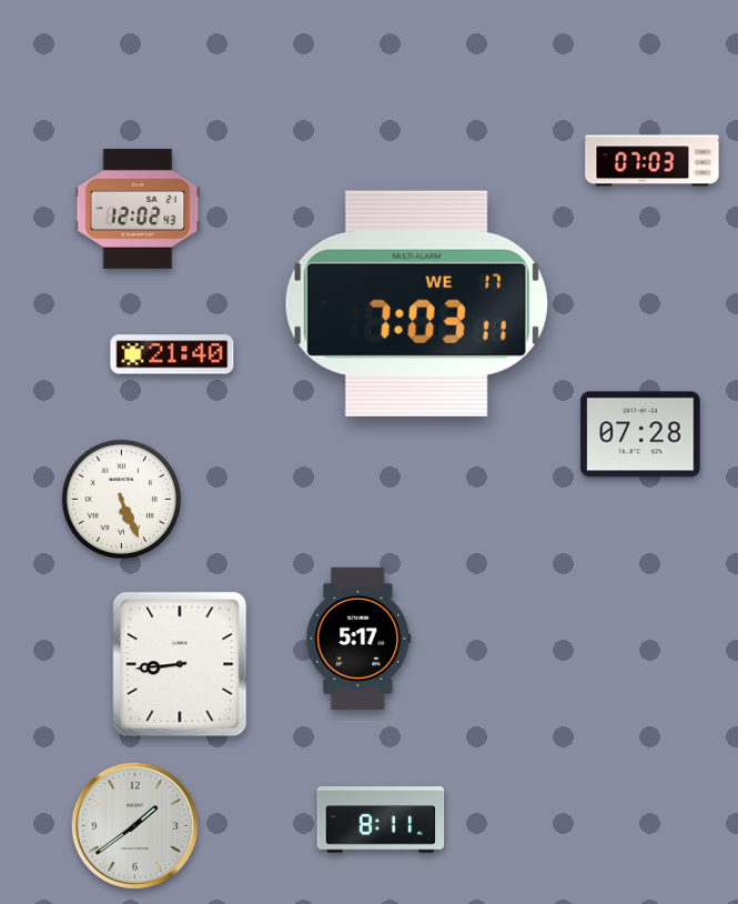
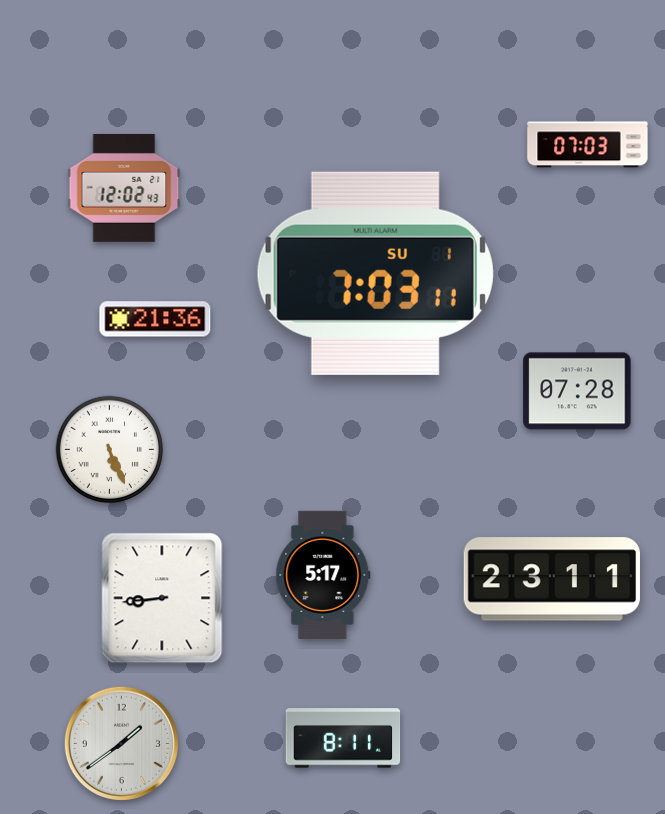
clock at (416, 303) date: WE 17 -> SU 1
clock at (172, 354): 21:40 -> 21:36
clock at (552, 579): none -> 23:11
